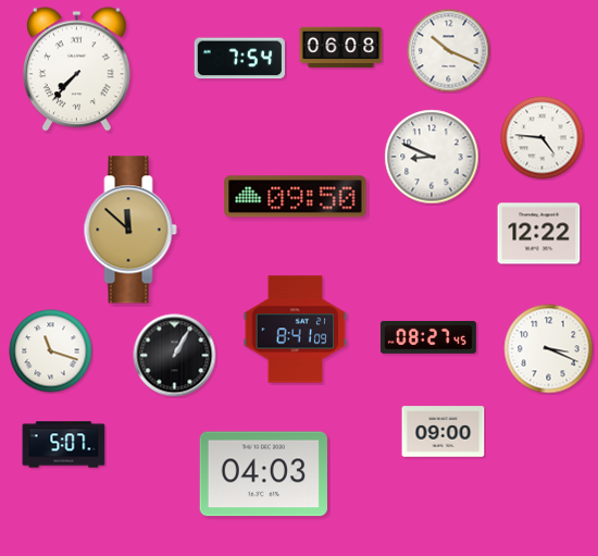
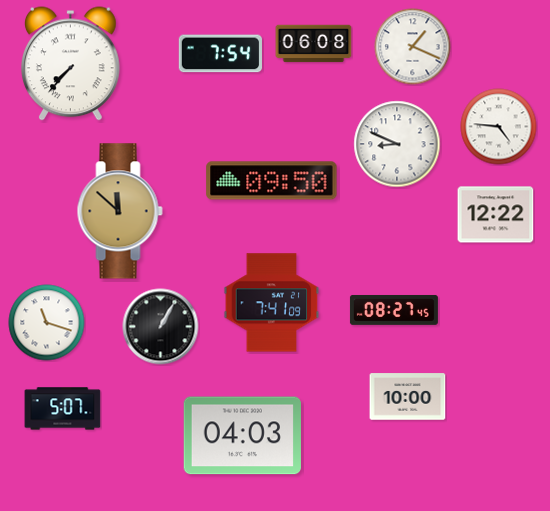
clock at (449, 51): 10:19 -> 1:19
clock at (296, 330): 8:41 -> 7:41
clock at (549, 349): 3:19 -> none
clock at (444, 432): 09:00 -> 10:00
clock at (64, 445) position: (64, 445) -> (63, 409)
